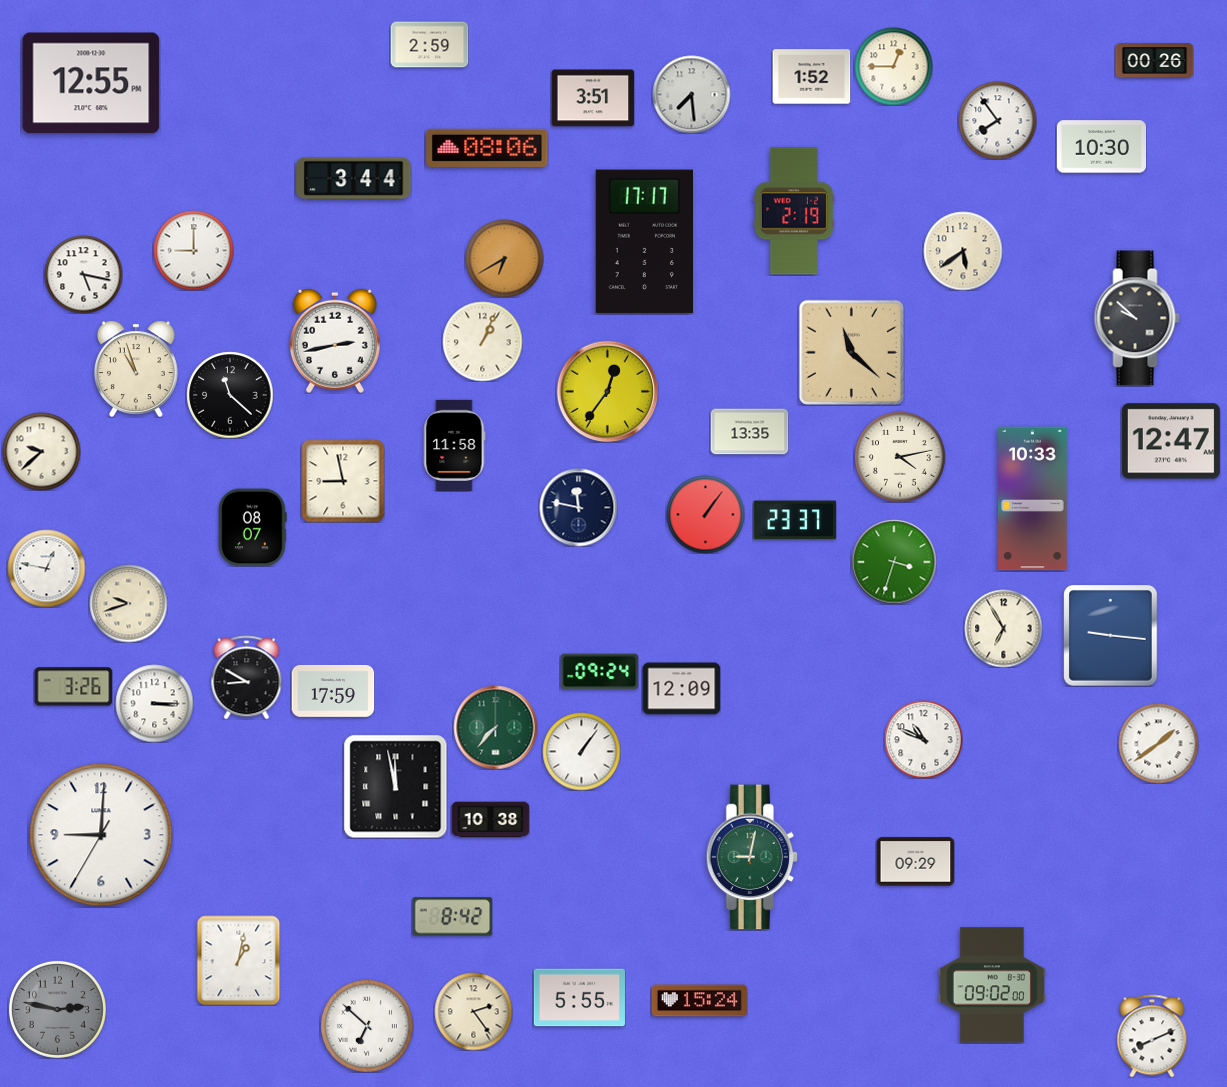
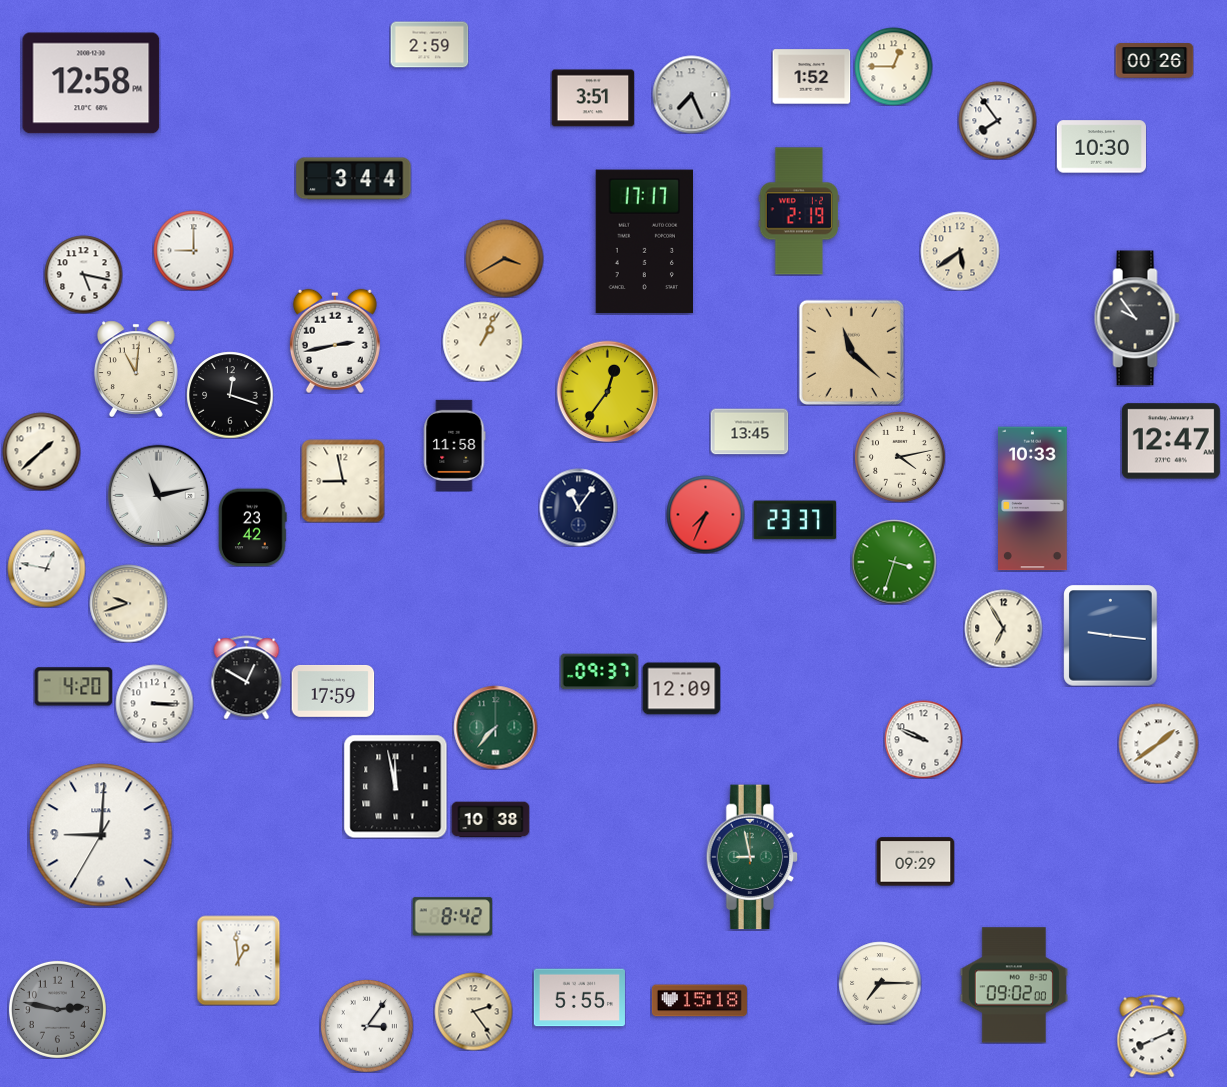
clock at (91, 83): 12:55 -> 12:58
clock at (691, 94): 7:29 -> 7:26
clock at (487, 148): 08:06 -> none
clock at (793, 211) position: (793, 211) -> (798, 211)
clock at (963, 251) position: (963, 251) -> (960, 251)
clock at (504, 258): 6:40 -> 3:40
clock at (1137, 318): 9:52 -> 9:54
clock at (136, 369): 10:57 -> 11:01
clock at (230, 395): 11:22 -> 12:18
clock at (749, 432): 13:35 -> 13:45
clock at (41, 451): 9:38 -> 1:38
clock at (158, 495): none -> 11:13
clock at (578, 507): 11:47 -> 11:06
clock at (705, 514): 1:06 -> 7:34
clock at (253, 527): 08:07 -> 23:42
clock at (599, 672): 09:24 -> 09:37
clock at (247, 677): 8:50 -> 12:50
clock at (73, 687): 3:26 -> 4:20
clock at (923, 739): 10:49 -> 9:49
clock at (581, 751): 1:06 -> none
clock at (752, 857): 9:02 -> 8:58
clock at (239, 960): 1:02 -> 12:59
clock at (880, 983): none -> 7:15
clock at (992, 985) position: (992, 985) -> (1014, 985)
clock at (699, 1001): 15:24 -> 15:18
clock at (367, 1026): 6:52 -> 3:06
